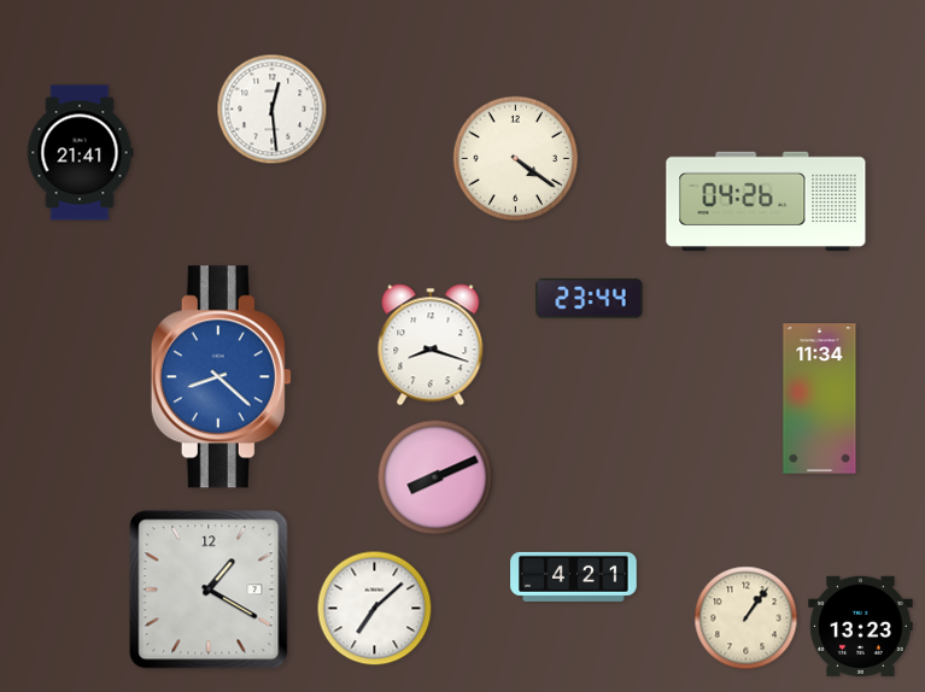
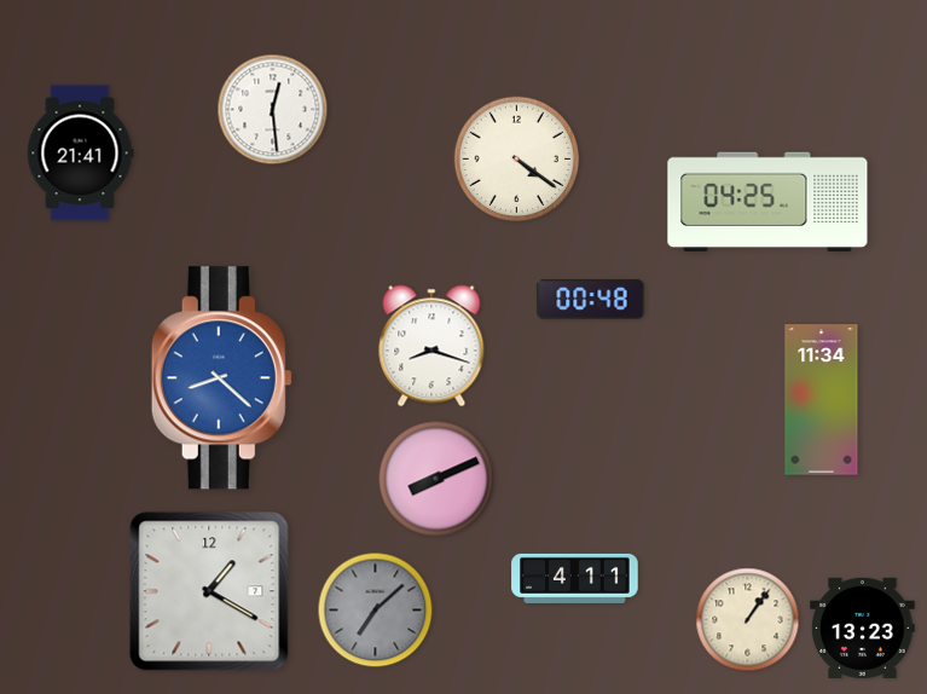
clock at (766, 201): 04:26 -> 04:25
clock at (590, 299): 23:44 -> 00:48
clock at (574, 576): 4:21 -> 4:11
clock at (375, 609) dial: white -> grey
